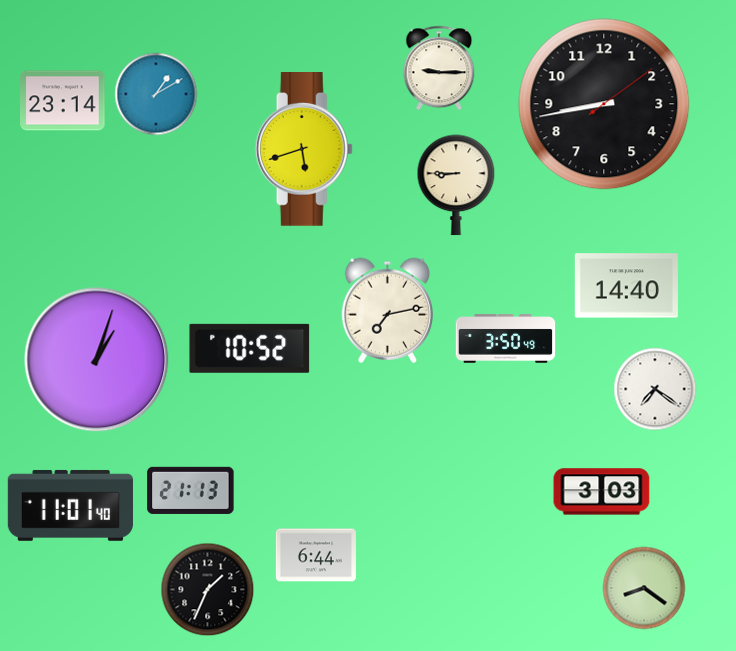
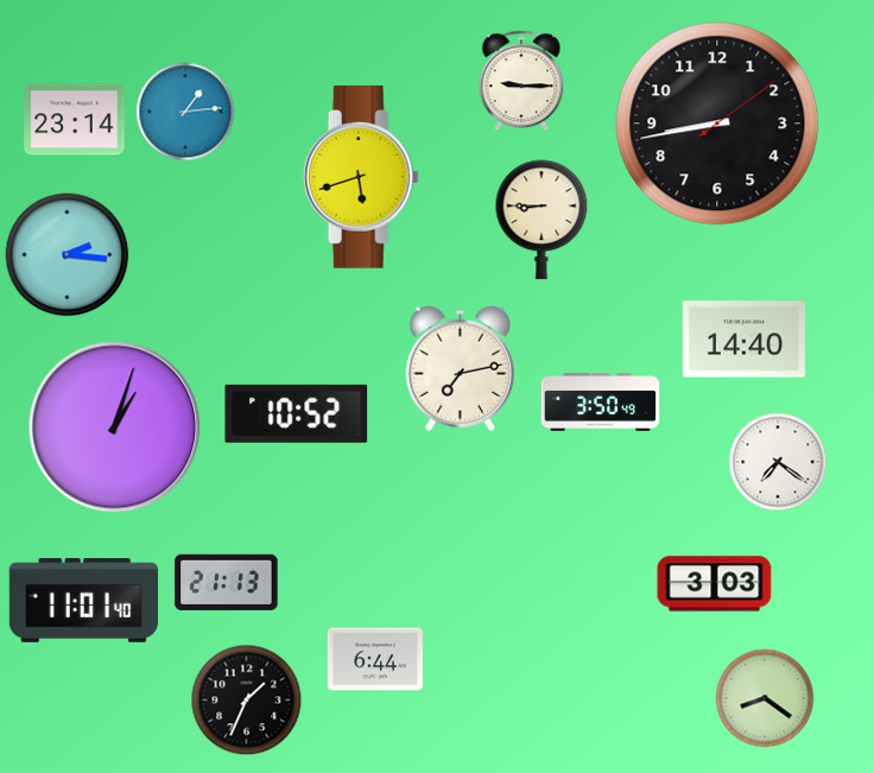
clock at (156, 94): 1:10 -> 1:14
clock at (68, 255): none -> 2:16
